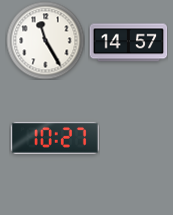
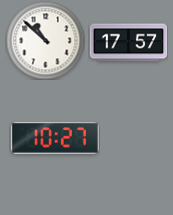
clock at (45, 40): 11:25 -> 10:52
clock at (128, 43): 14:57 -> 17:57
